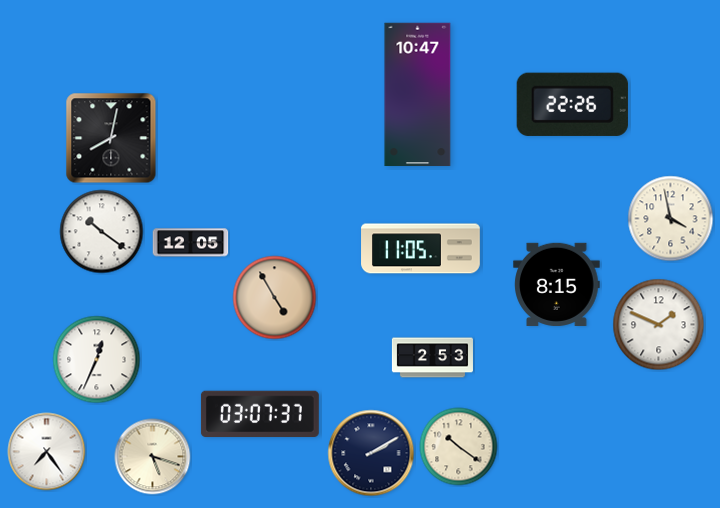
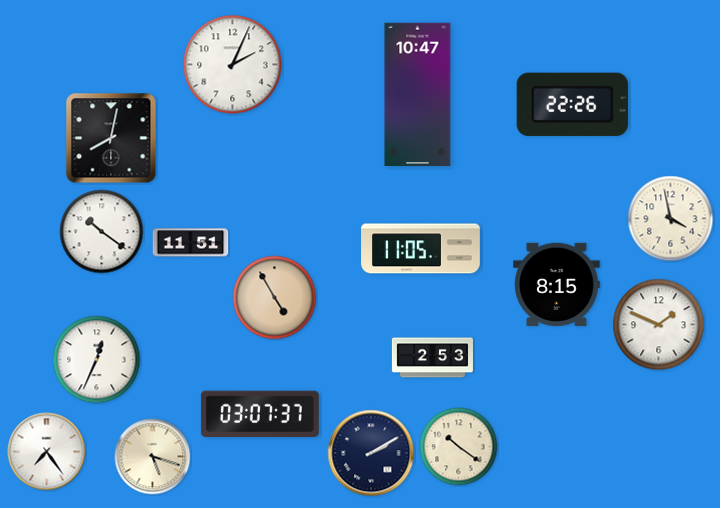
clock at (233, 65): none -> 2:04
clock at (191, 243): 12:05 -> 11:51
